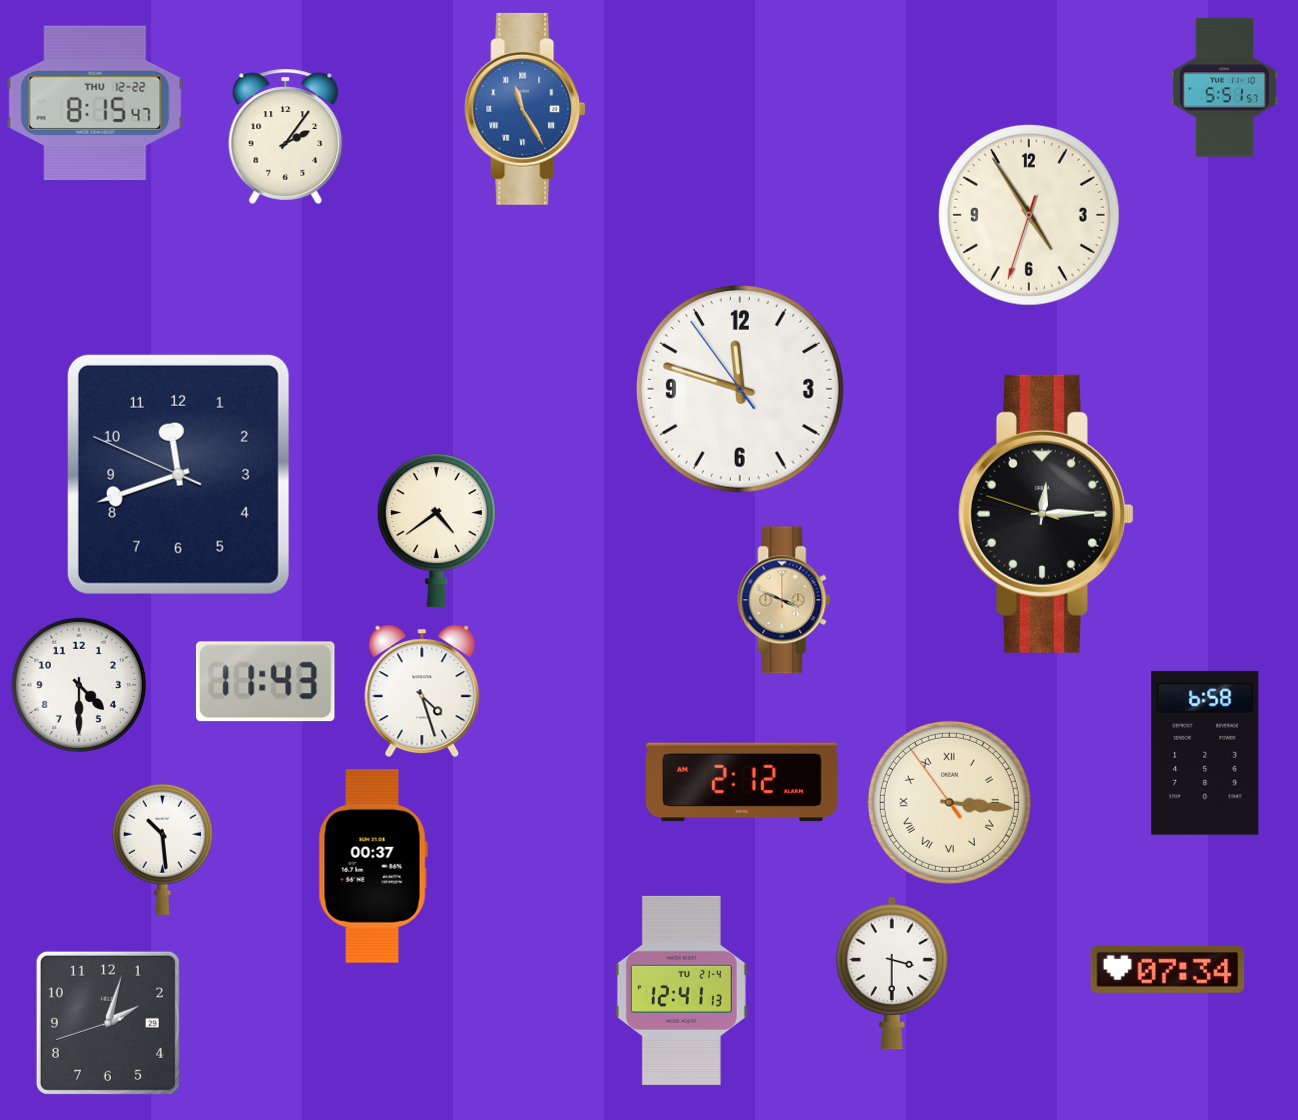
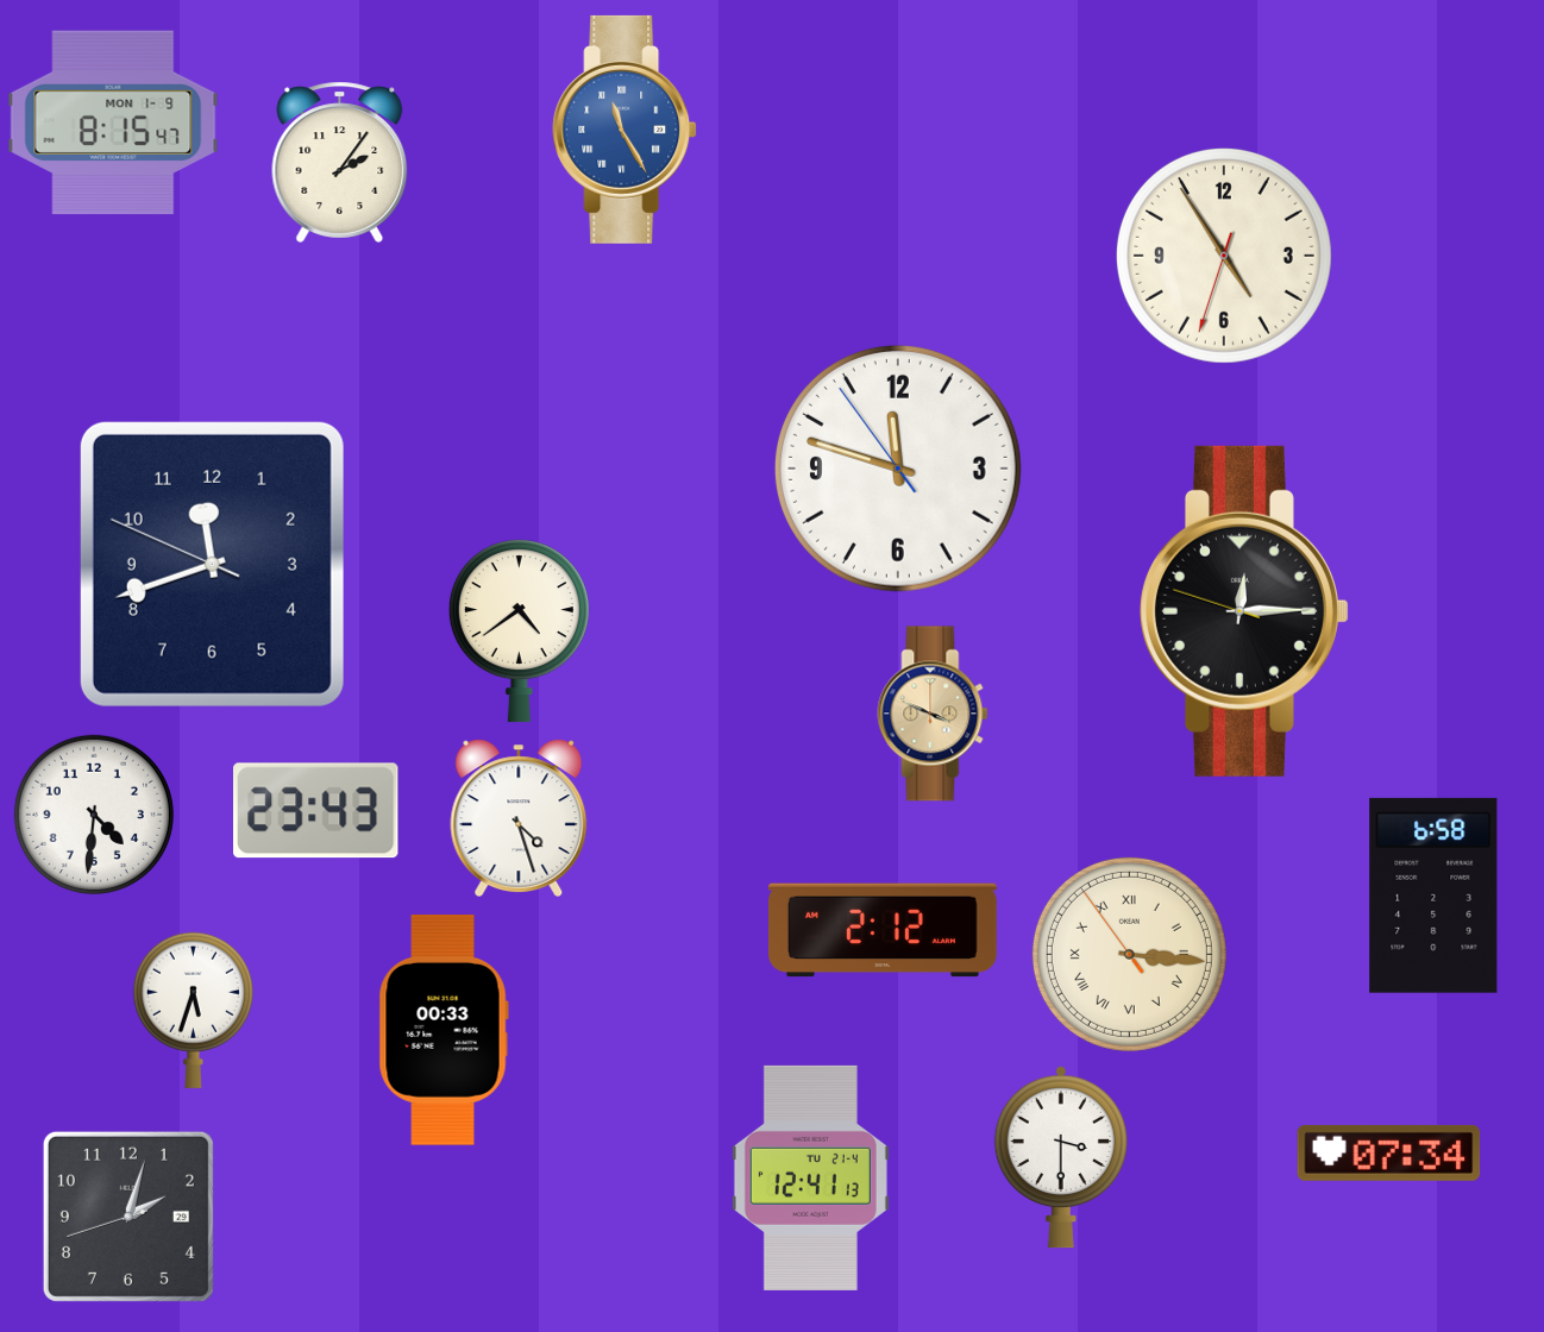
clock at (1225, 88): 5:51 -> none
clock at (95, 103) date: THU 12-22 -> MON 1-9
clock at (740, 389) position: (740, 389) -> (898, 469)
clock at (266, 682): 11:43 -> 23:43
clock at (79, 685): 4:30 -> 4:31
clock at (422, 690) position: (422, 690) -> (519, 817)
clock at (162, 849): 10:29 -> 5:33
clock at (373, 867): 00:37 -> 00:33
